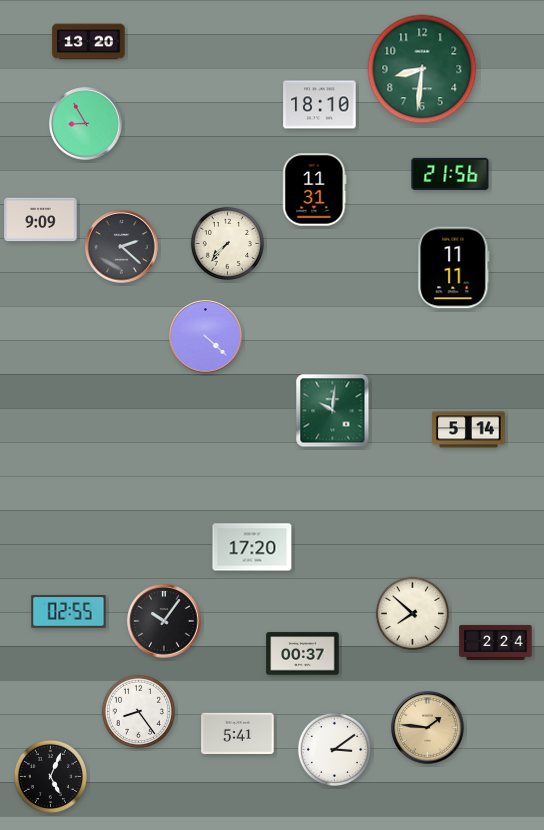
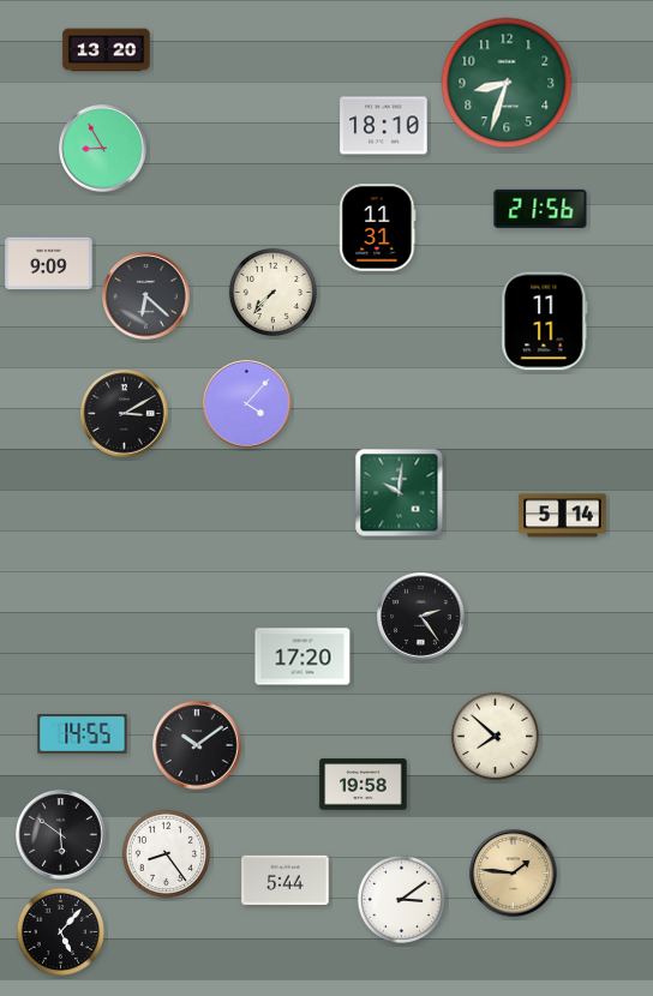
clock at (422, 69): 8:31 -> 8:33
clock at (122, 247): 2:22 -> 6:22
clock at (206, 337): 4:22 -> 4:07
clock at (125, 414): none -> 3:10
clock at (421, 617): none -> 2:24
clock at (69, 612): 02:55 -> 14:55
clock at (164, 621): 10:06 -> 10:09
clock at (496, 642): 2:24 -> none
clock at (303, 654): 00:37 -> 19:58
clock at (61, 835): none -> 5:51
clock at (238, 733): 5:41 -> 5:44
clock at (50, 776): 5:04 -> 5:07
